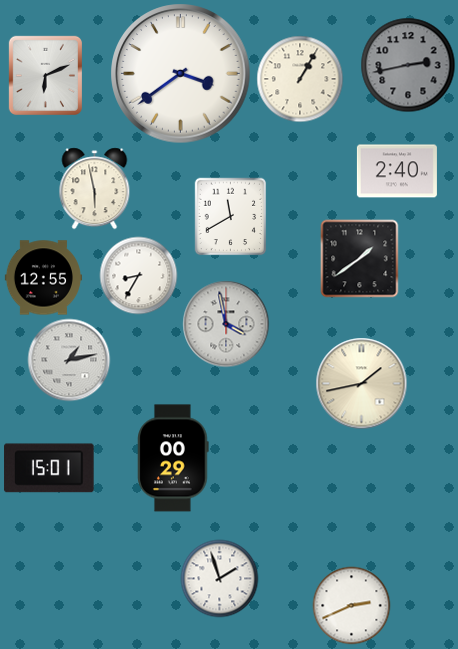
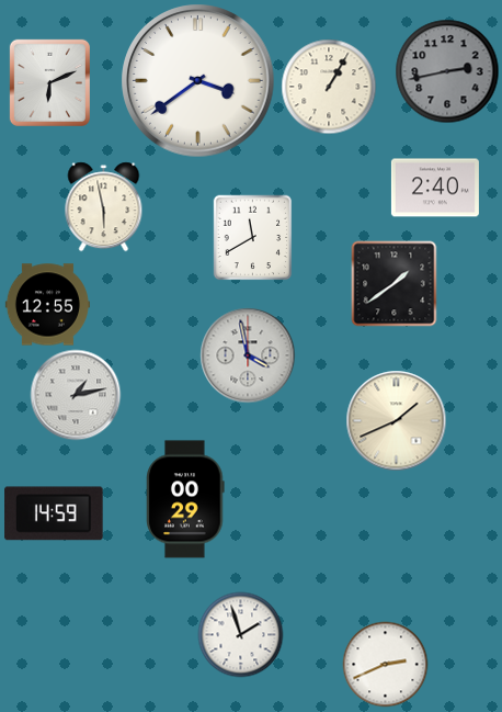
clock at (138, 275): 8:35 -> none
clock at (361, 383): 1:43 -> 1:41
clock at (173, 458) position: (173, 458) -> (185, 499)
clock at (49, 468): 15:01 -> 14:59
